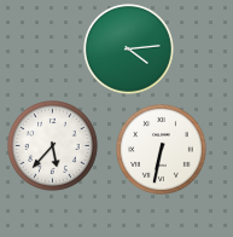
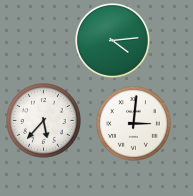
clock at (129, 50) position: (129, 50) -> (113, 41)
clock at (162, 150): 6:32 -> 3:01
